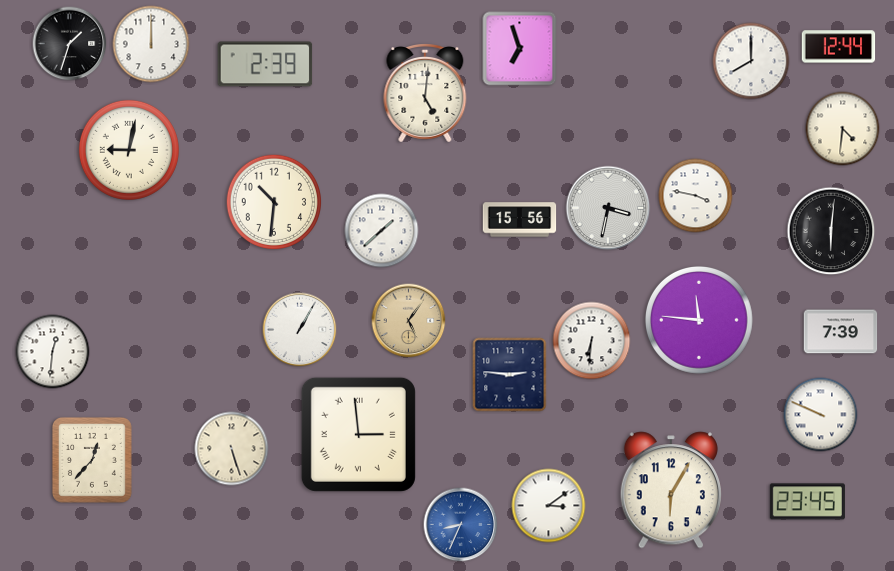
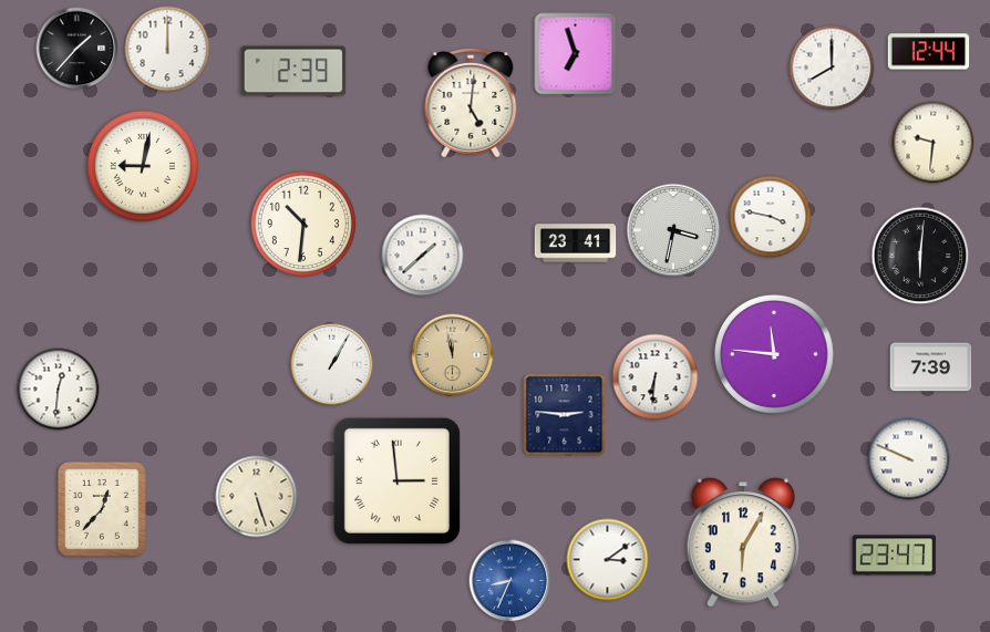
clock at (70, 44): 1:33 -> 1:37
clock at (843, 129): 4:31 -> 9:31
clock at (520, 220): 15:56 -> 23:41
clock at (409, 321): 5:06 -> 11:58
clock at (807, 502): 23:45 -> 23:47
